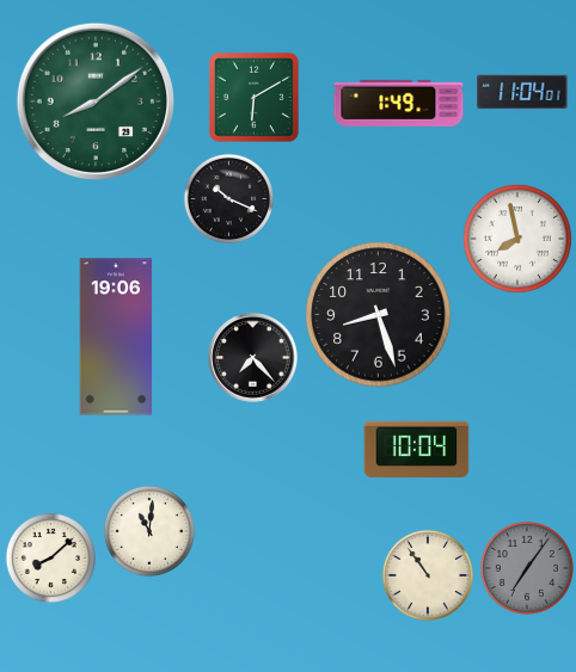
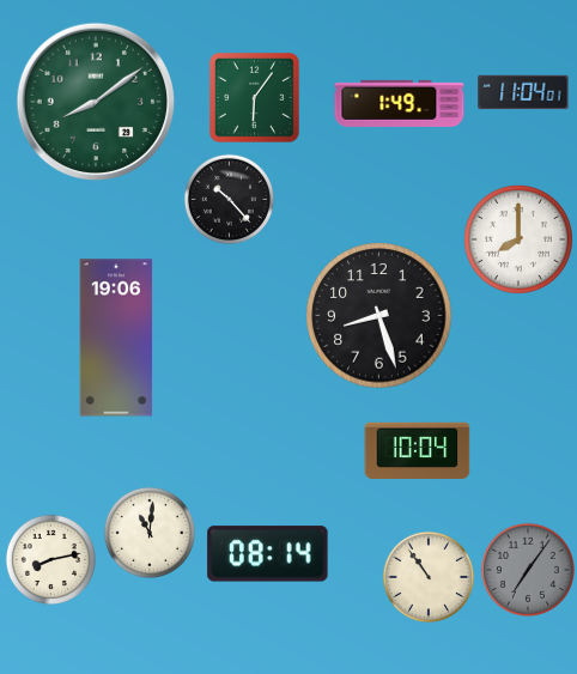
clock at (255, 98): 6:10 -> 6:06
clock at (228, 198): 10:19 -> 10:23
clock at (517, 239): 7:58 -> 8:00
clock at (253, 358): 7:23 -> none
clock at (268, 554): none -> 08:14
clock at (50, 557): 8:08 -> 8:13
